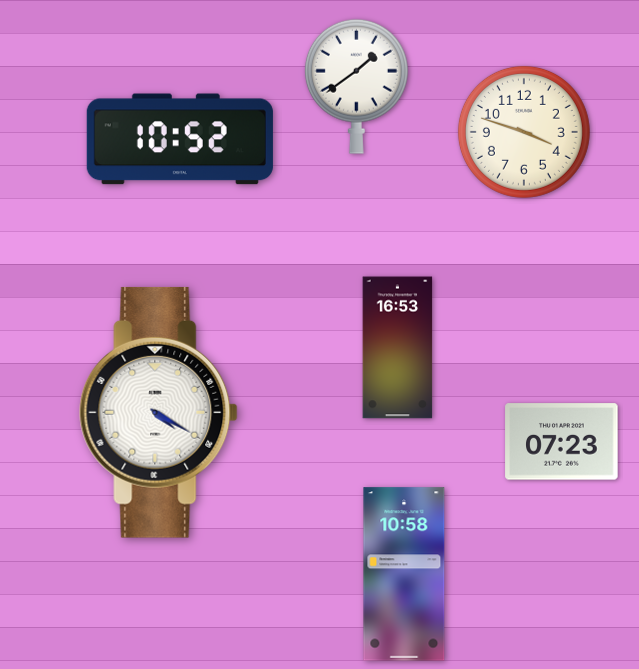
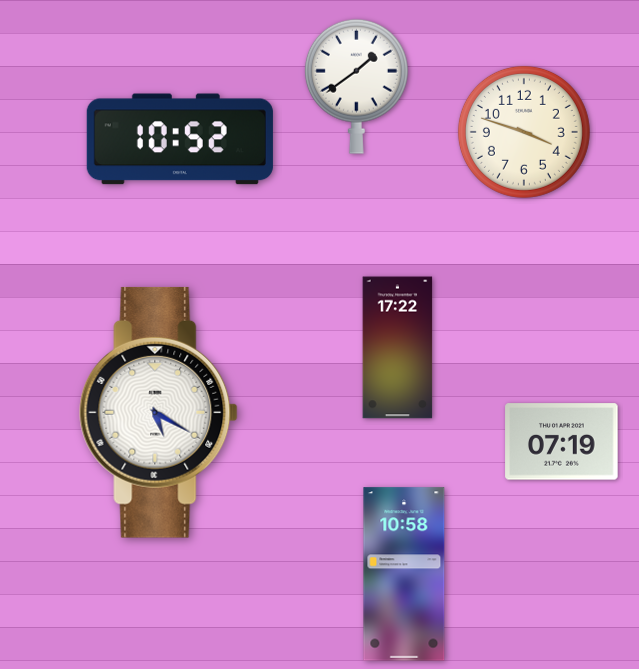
clock at (398, 348): 16:53 -> 17:22
clock at (159, 412): 4:20 -> 5:20
clock at (562, 442): 07:23 -> 07:19
